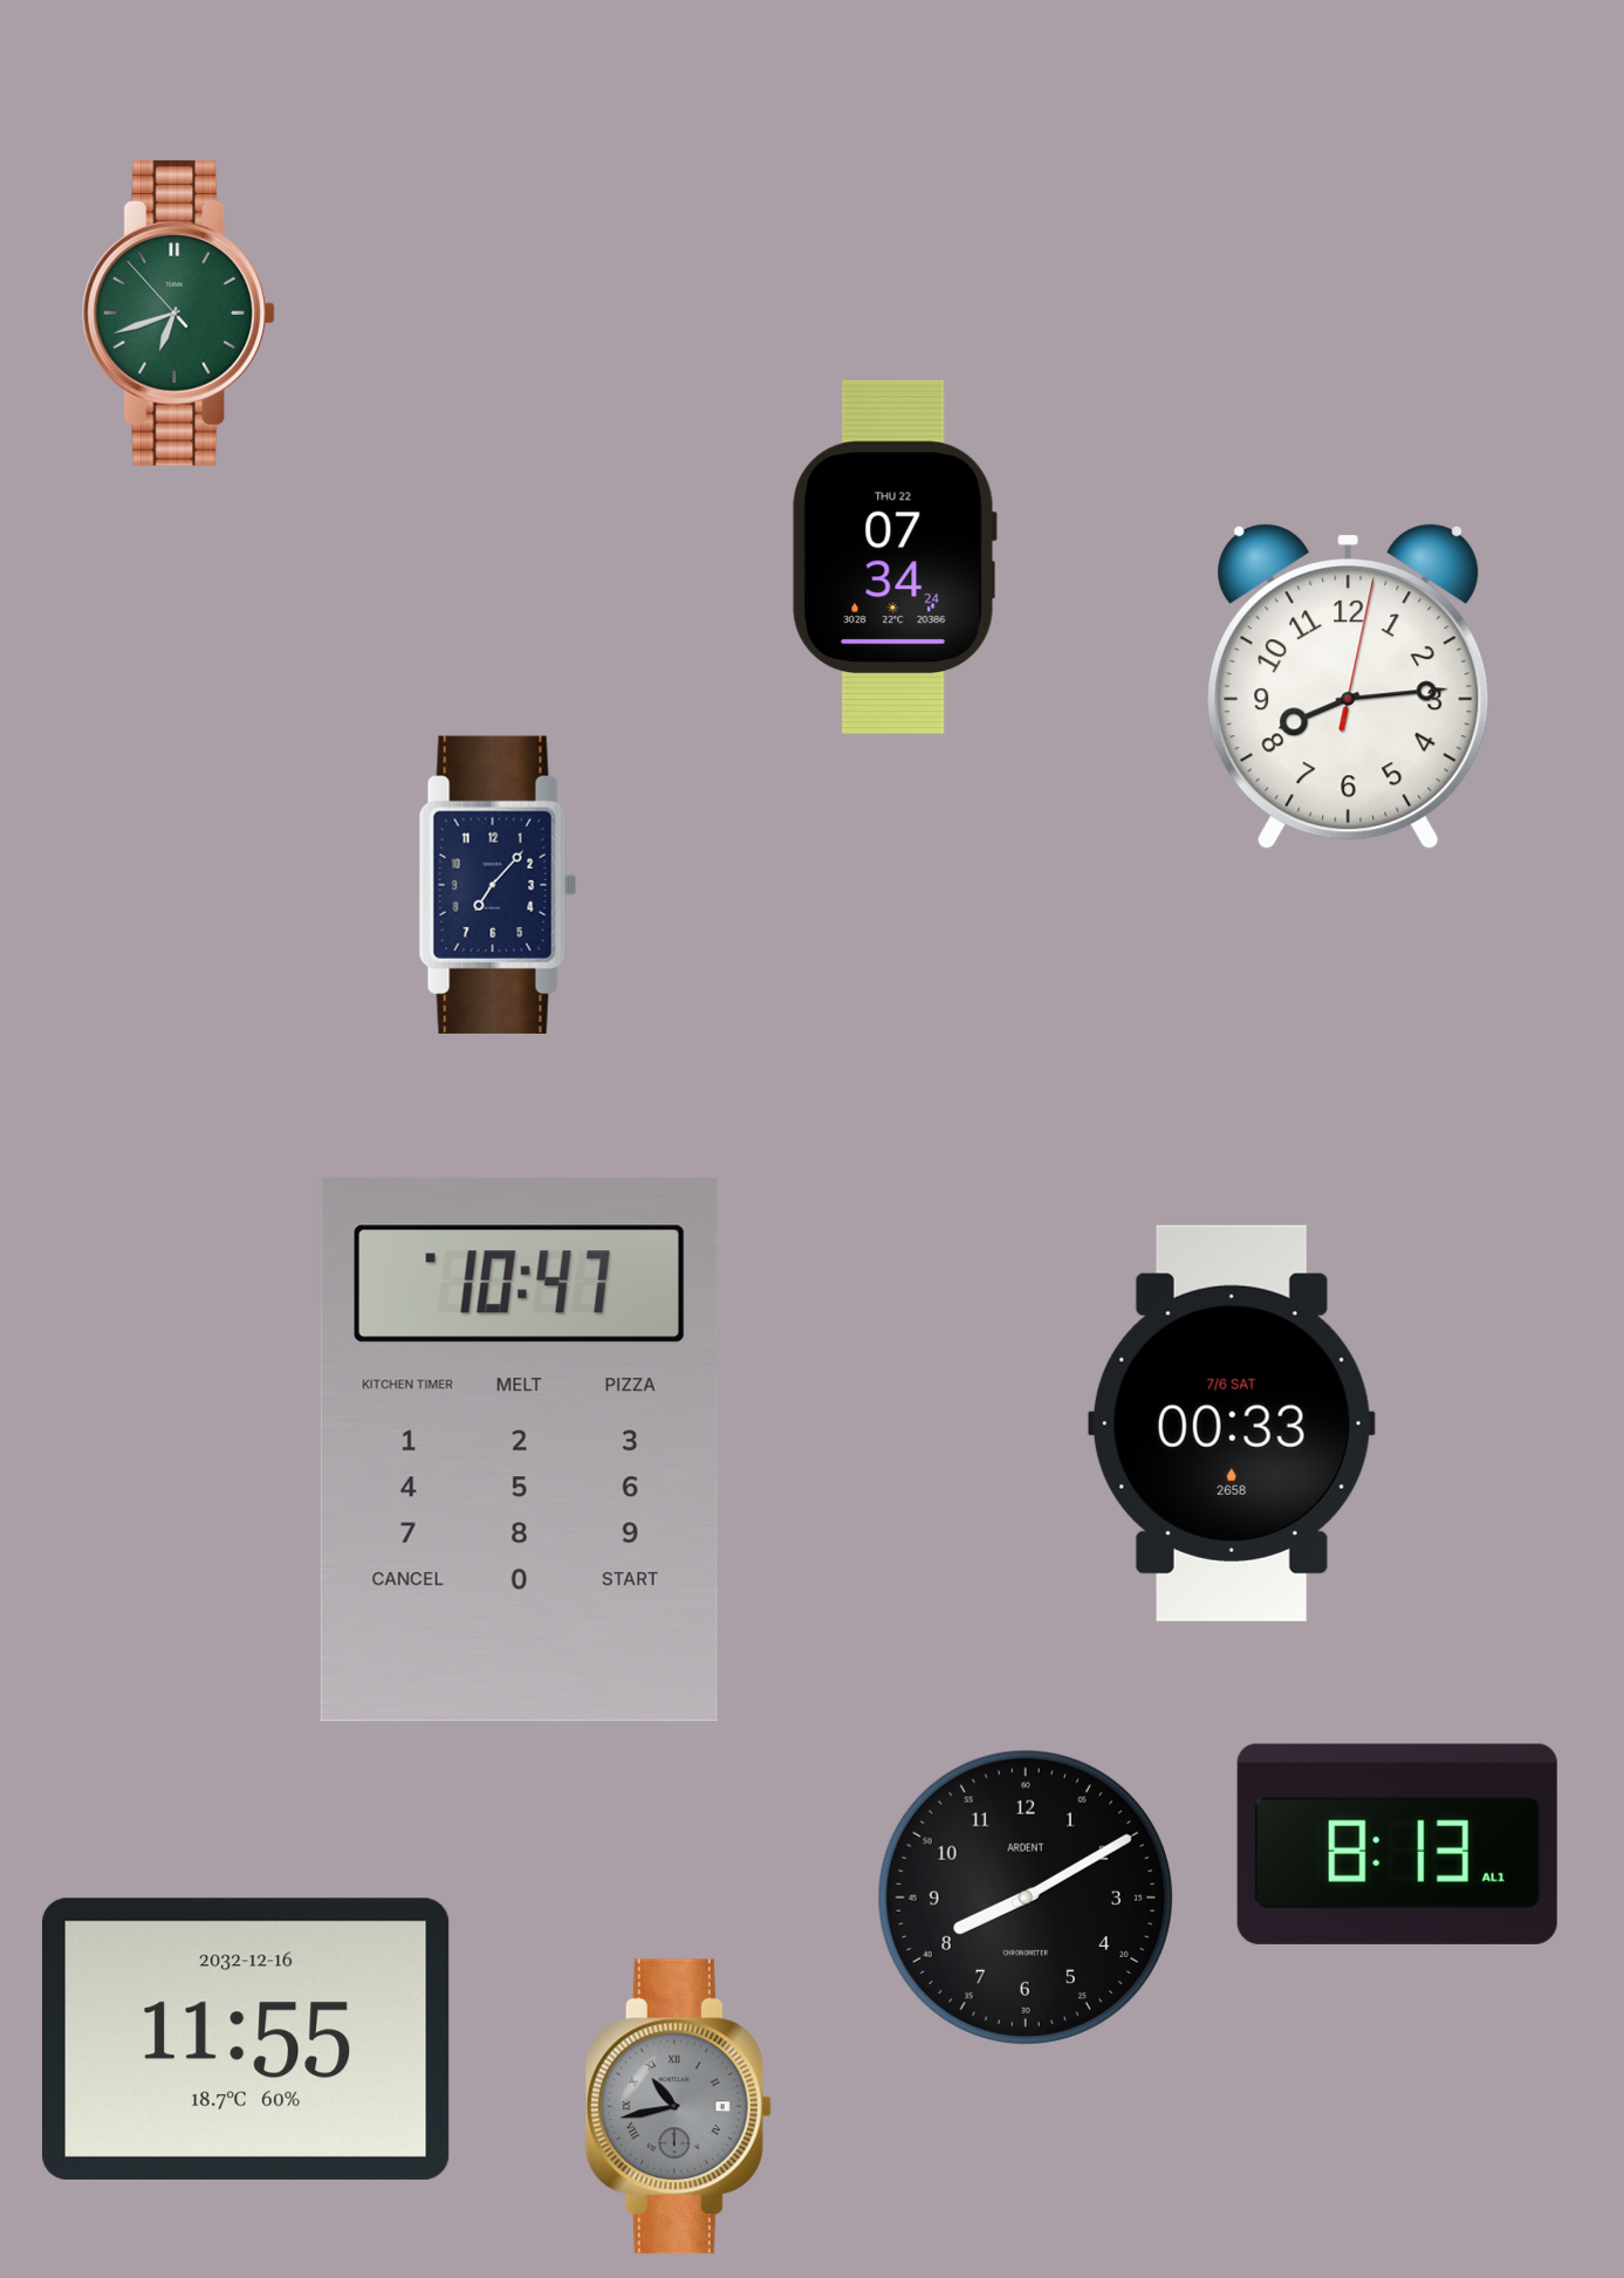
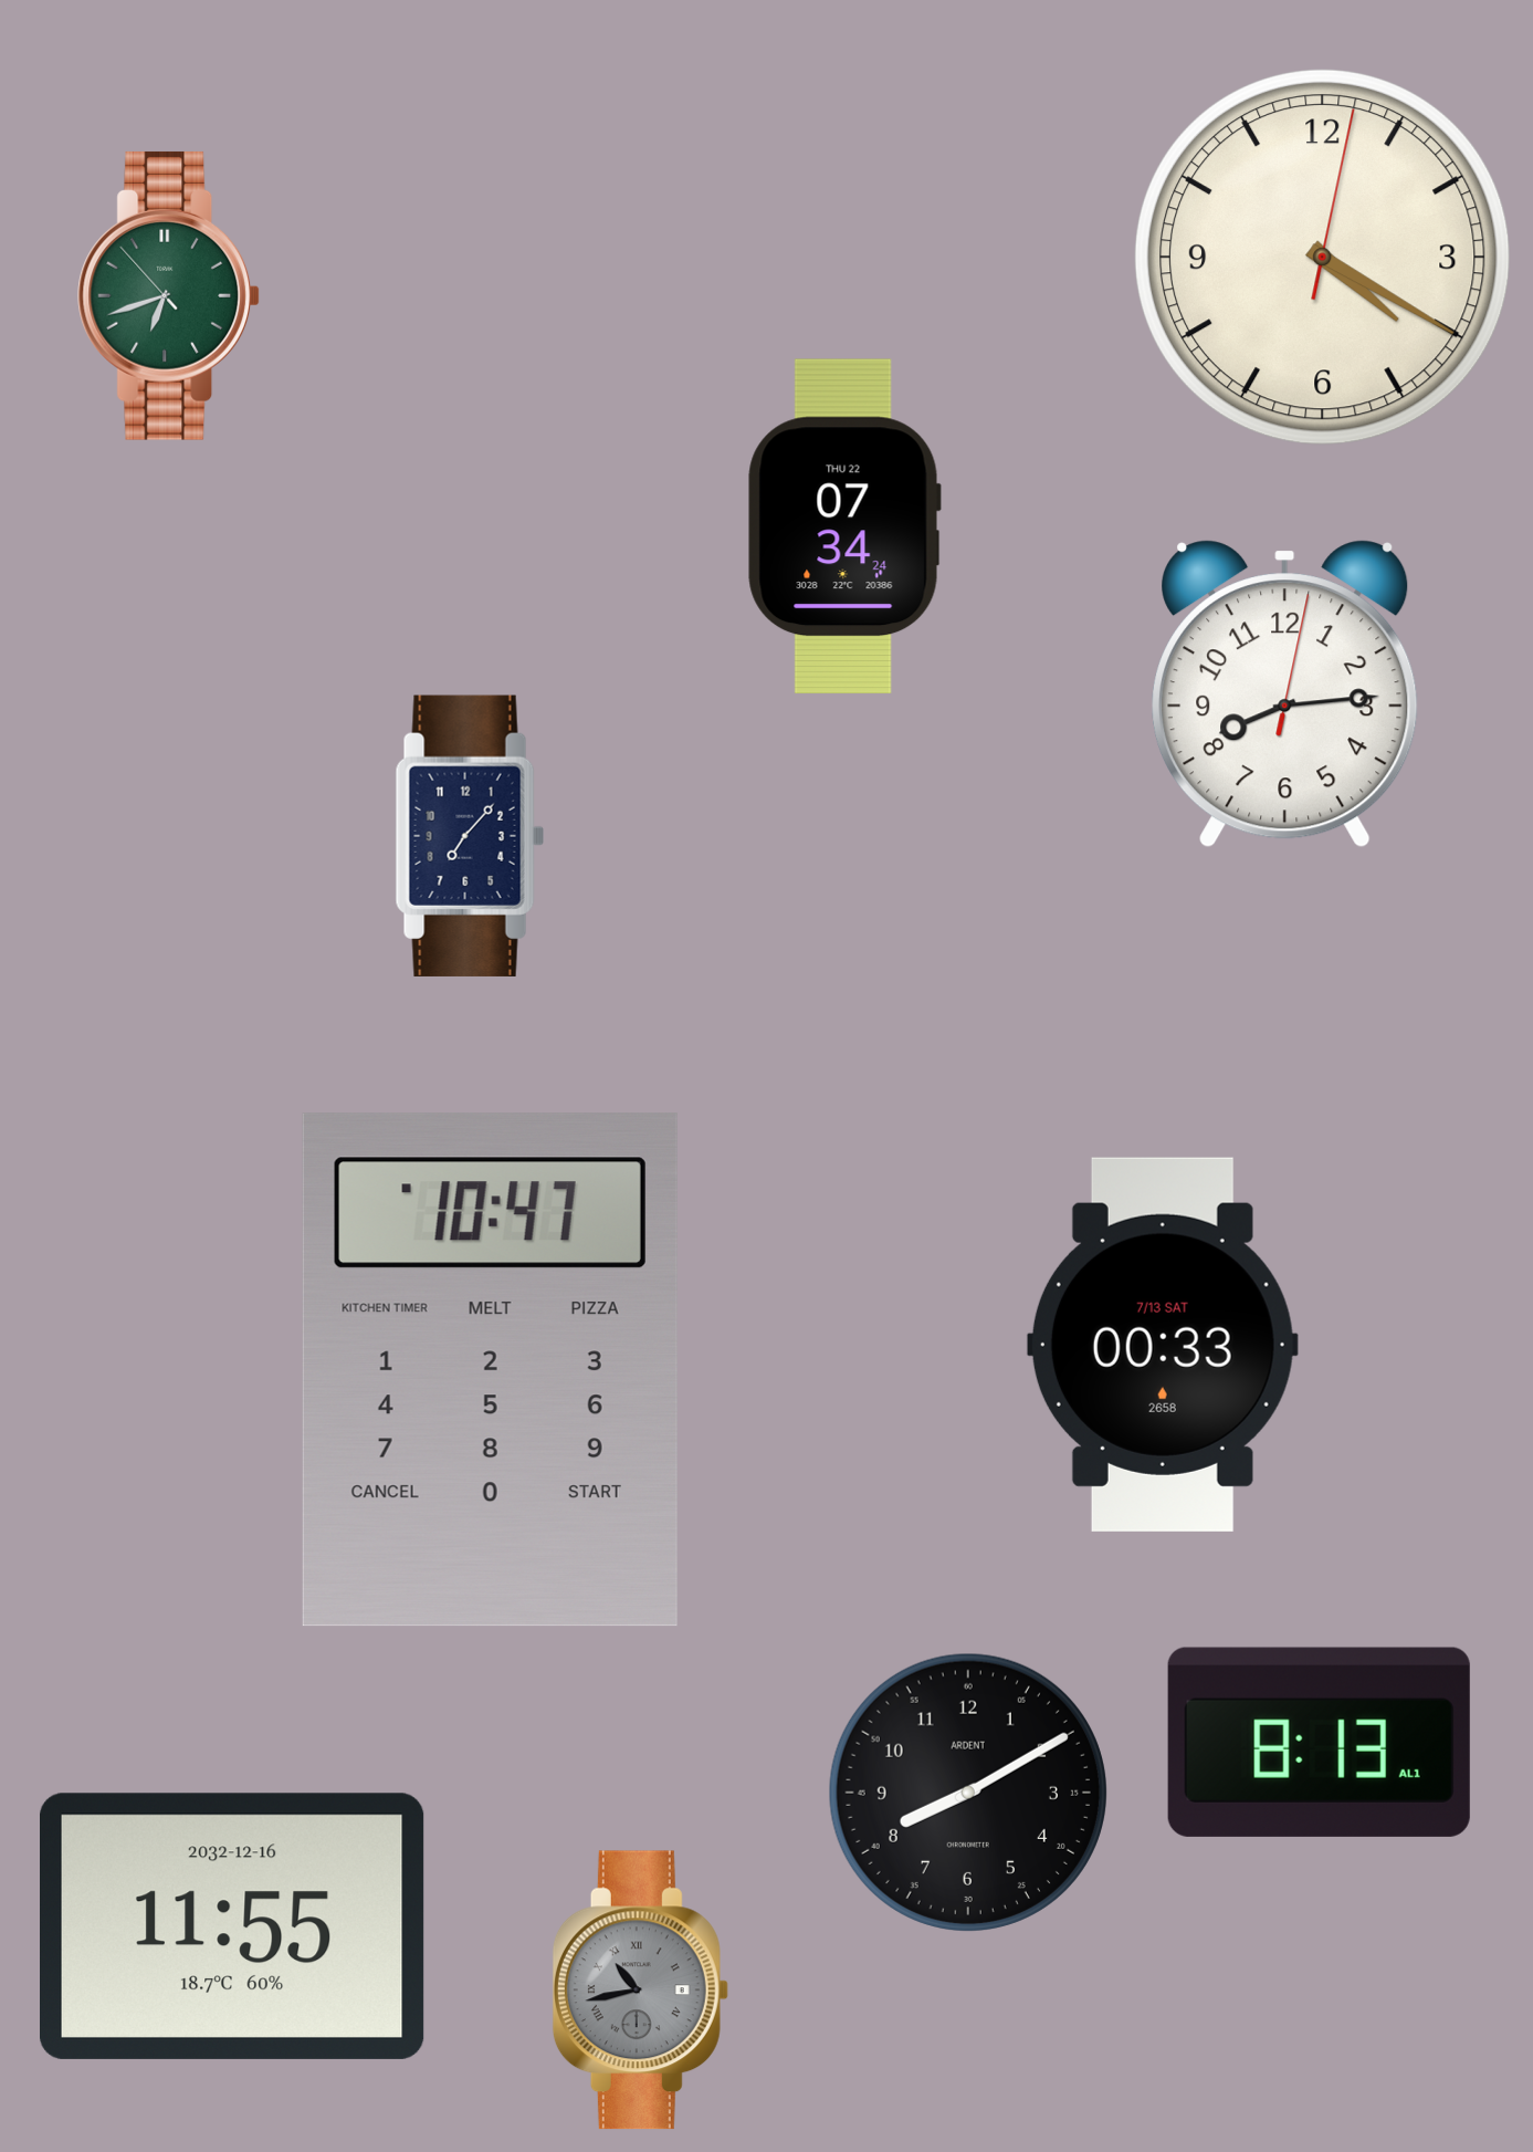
clock at (1323, 258): none -> 4:20
clock at (1349, 687) position: (1349, 687) -> (1285, 694)
clock at (1232, 1423) date: 7/6 SAT -> 7/13 SAT
